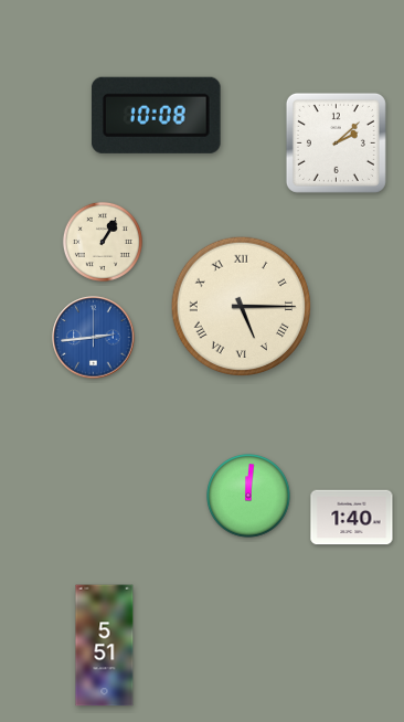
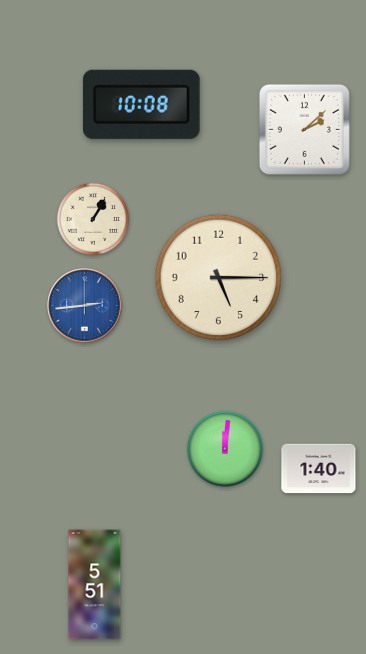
clock at (241, 306) numerals: Roman -> Arabic
